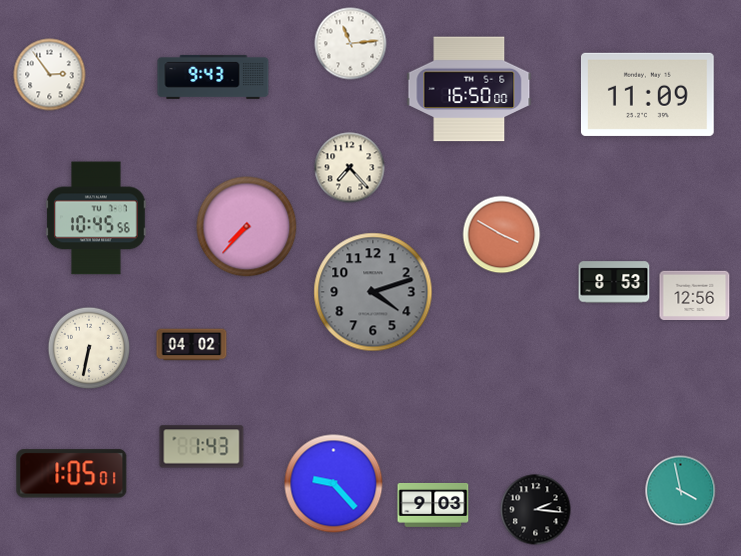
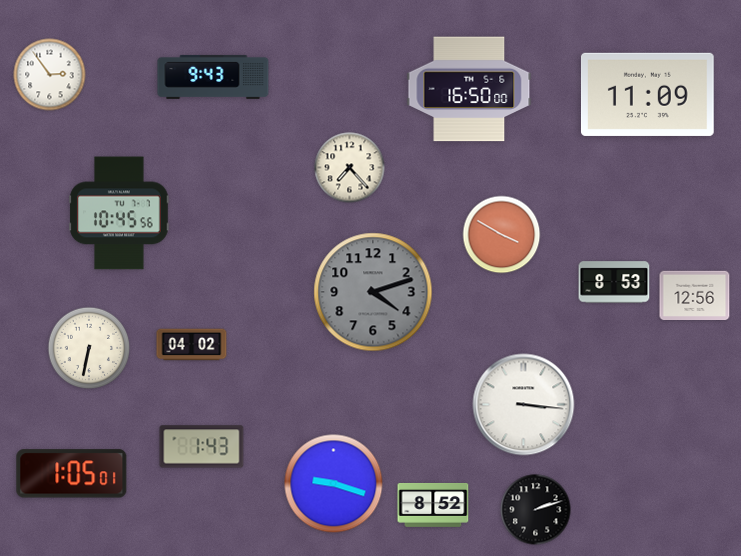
clock at (351, 44): 11:14 -> none
clock at (96, 218) position: (96, 218) -> (119, 213)
clock at (247, 227): 7:37 -> none
clock at (524, 405): none -> 3:16
clock at (334, 484): 9:23 -> 9:18
clock at (681, 491): 3:58 -> none
clock at (433, 505): 9:03 -> 8:52
clock at (536, 510): 2:16 -> 2:12
